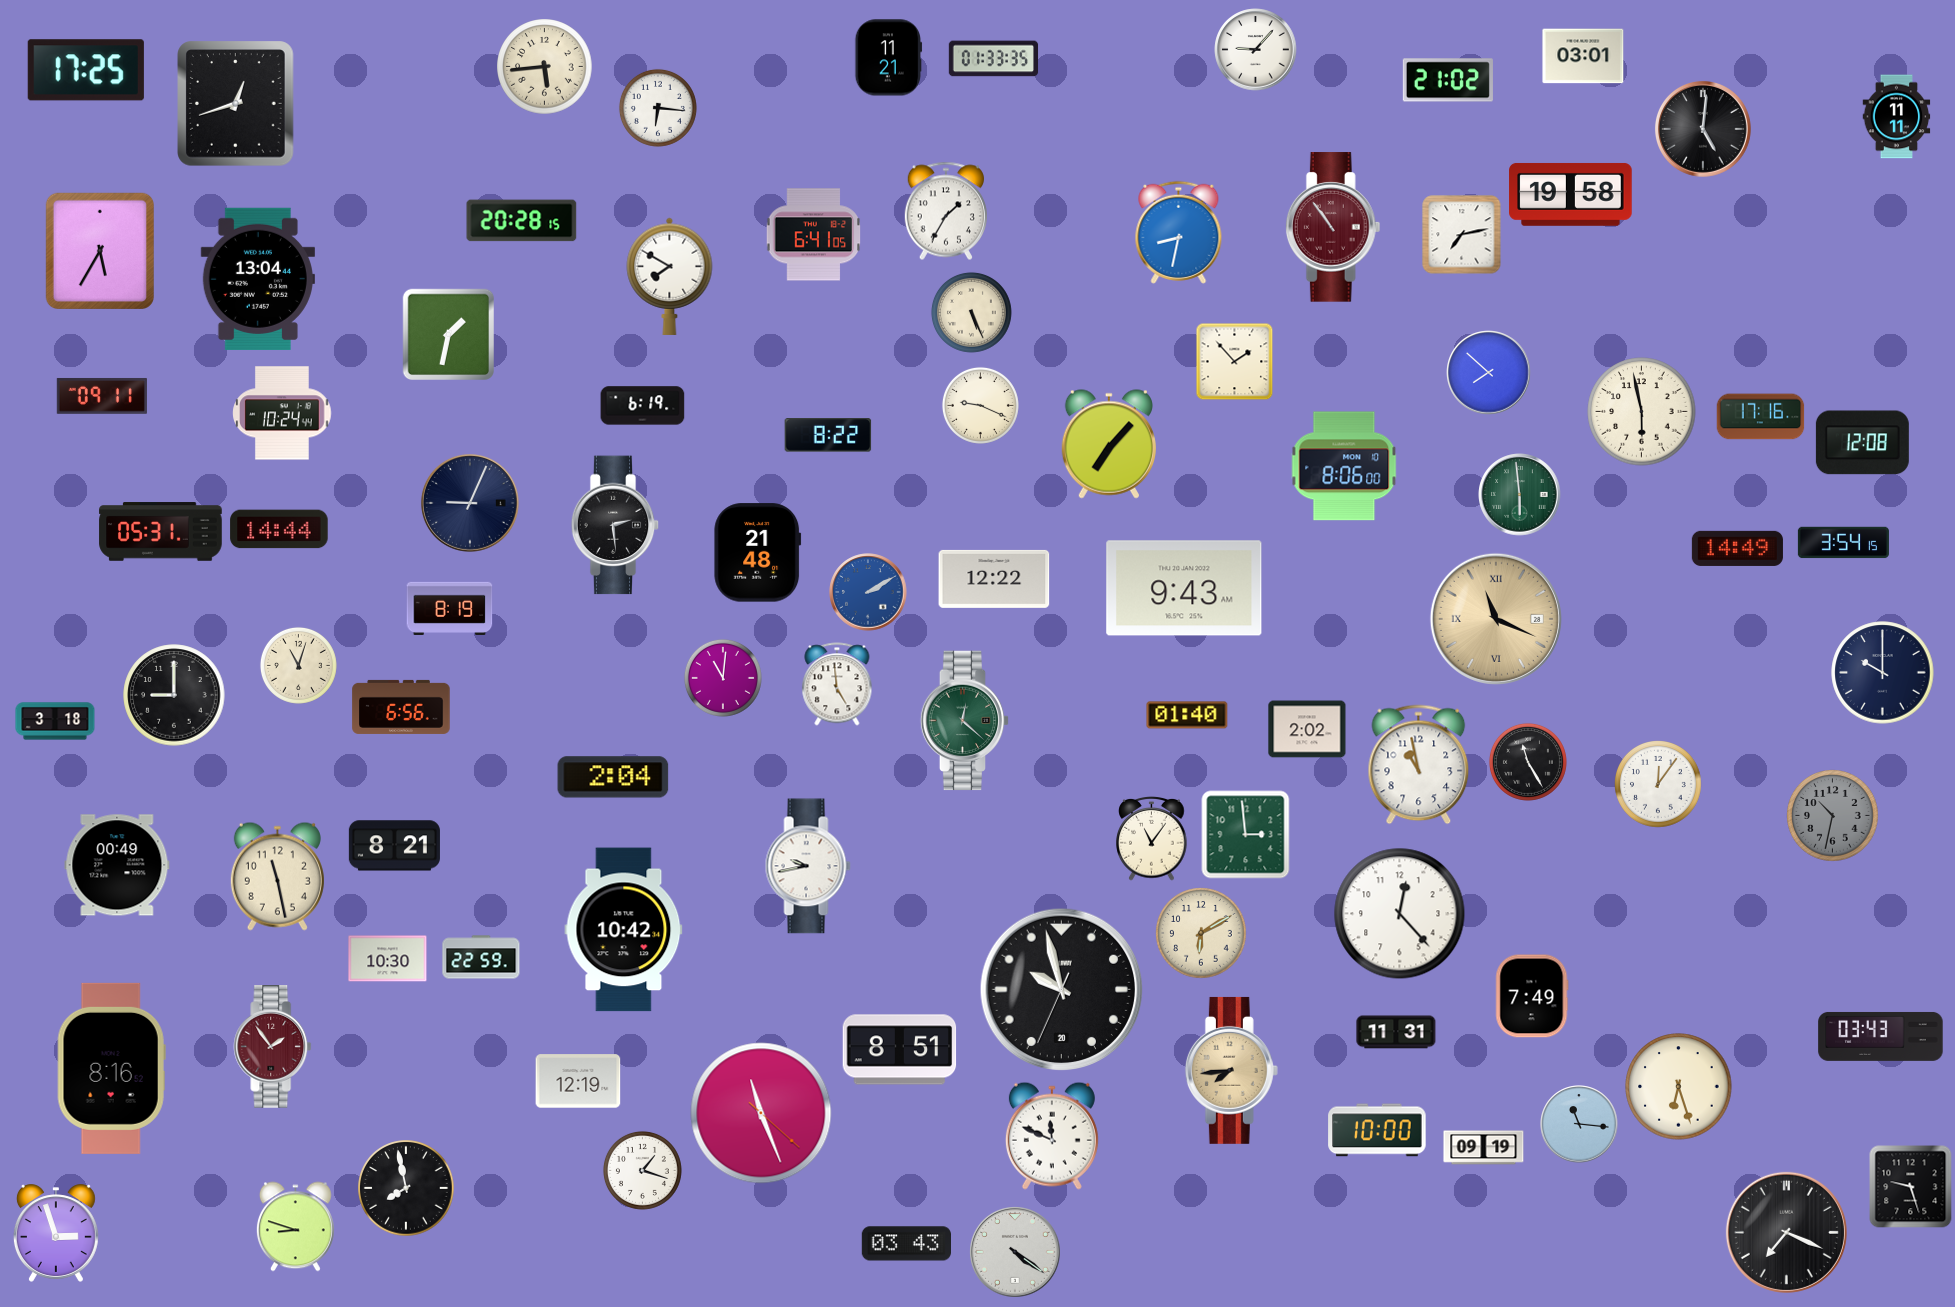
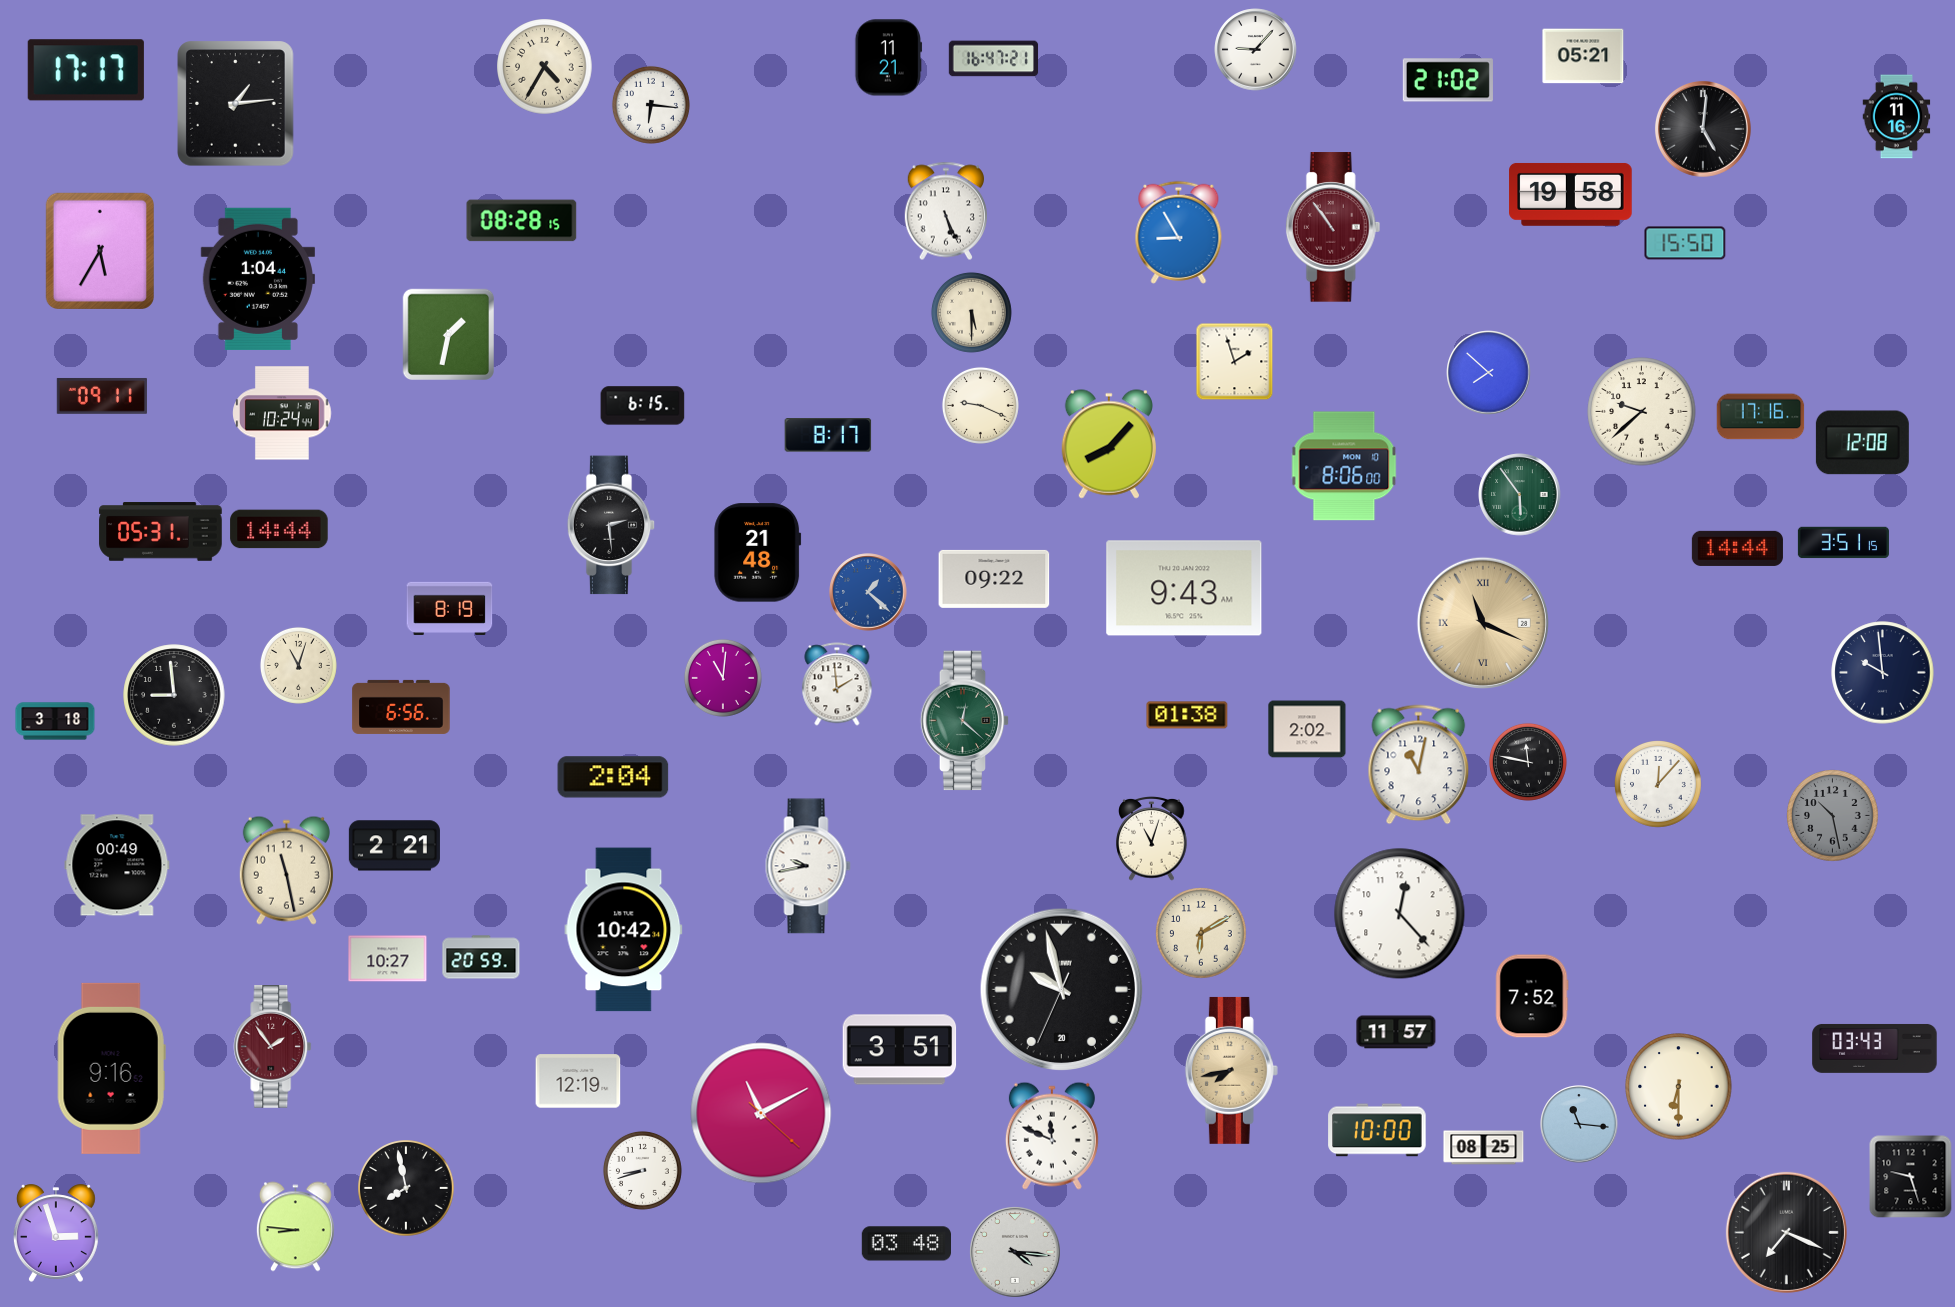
clock at (1583, 56): 03:01 -> 05:21
clock at (994, 59): 01:33 -> 16:47
clock at (545, 67): 5:44 -> 4:35
clock at (86, 70): 17:25 -> 17:17
clock at (236, 104): 12:42 -> 1:14
clock at (658, 108) position: (658, 108) -> (651, 105)
clock at (1897, 117): 11:11 -> 11:16
clock at (946, 211): 1:35 -> 5:26
clock at (522, 221): 20:28 -> 08:28
clock at (1179, 232): 8:32 -> 8:55
clock at (814, 235): 6:41 -> none
clock at (1462, 235): 7:13 -> none
clock at (1685, 243): none -> 15:50
clock at (670, 276): 7:50 -> none
clock at (258, 279): 13:04 -> 1:04
clock at (971, 312): 5:26 -> 5:30
clock at (1235, 362): 1:53 -> 1:57
clock at (643, 406): 6:19 -> 6:15
clock at (1642, 412): 5:58 -> 9:38
clock at (828, 435): 8:22 -> 8:17
clock at (1108, 444): 7:07 -> 8:07
clock at (1520, 495): 5:59 -> 5:54
clock at (470, 503): 9:04 -> none
clock at (615, 525) position: (615, 525) -> (611, 525)
clock at (1843, 543): 3:54 -> 3:51
clock at (1737, 548): 14:49 -> 14:44
clock at (994, 579): 12:22 -> 09:22
clock at (868, 592): 2:10 -> 1:22
clock at (1496, 619) position: (1496, 619) -> (1483, 623)
clock at (1883, 673): 10:00 -> 9:59
clock at (837, 684): 4:59 -> 1:59
clock at (174, 695): 9:00 -> 8:59
clock at (1187, 715): 01:40 -> 01:38
clock at (1528, 762): 11:25 -> 11:47
clock at (1419, 765): 10:58 -> 11:02
clock at (1659, 785): 12:06 -> 12:07
clock at (1833, 816): 10:32 -> 10:28
clock at (1246, 835): 2:59 -> none
clock at (1152, 839): 11:06 -> 11:03
clock at (394, 846): 8:21 -> 2:21
clock at (277, 876) position: (277, 876) -> (286, 870)
clock at (481, 957): 22:59 -> 20:59
clock at (388, 959): 10:30 -> 10:27
clock at (1532, 996): 7:49 -> 7:52
clock at (1396, 1032): 11:31 -> 11:57
clock at (1881, 1036) position: (1881, 1036) -> (1875, 1048)
clock at (900, 1050): 8:51 -> 3:51
clock at (111, 1068): 8:16 -> 9:16
clock at (1231, 1070): 7:44 -> 7:43
clock at (1679, 1087): 6:27 -> 6:30
clock at (761, 1113): 11:26 -> 11:10
clock at (1484, 1148): 09:19 -> 08:25
clock at (642, 1170): 1:18 -> 8:42
clock at (1911, 1187) position: (1911, 1187) -> (1911, 1177)
clock at (295, 1227): 8:48 -> 8:46
clock at (906, 1244): 03:43 -> 03:48
clock at (1016, 1253): 4:21 -> 4:16
